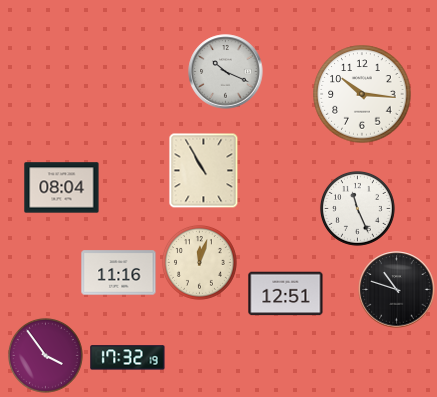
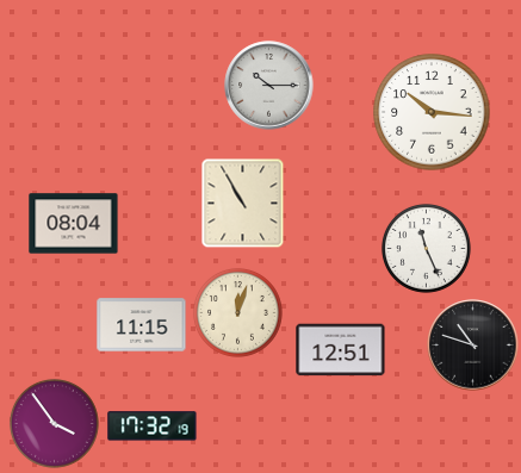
clock at (226, 72): 10:19 -> 10:15
clock at (119, 273): 11:16 -> 11:15
